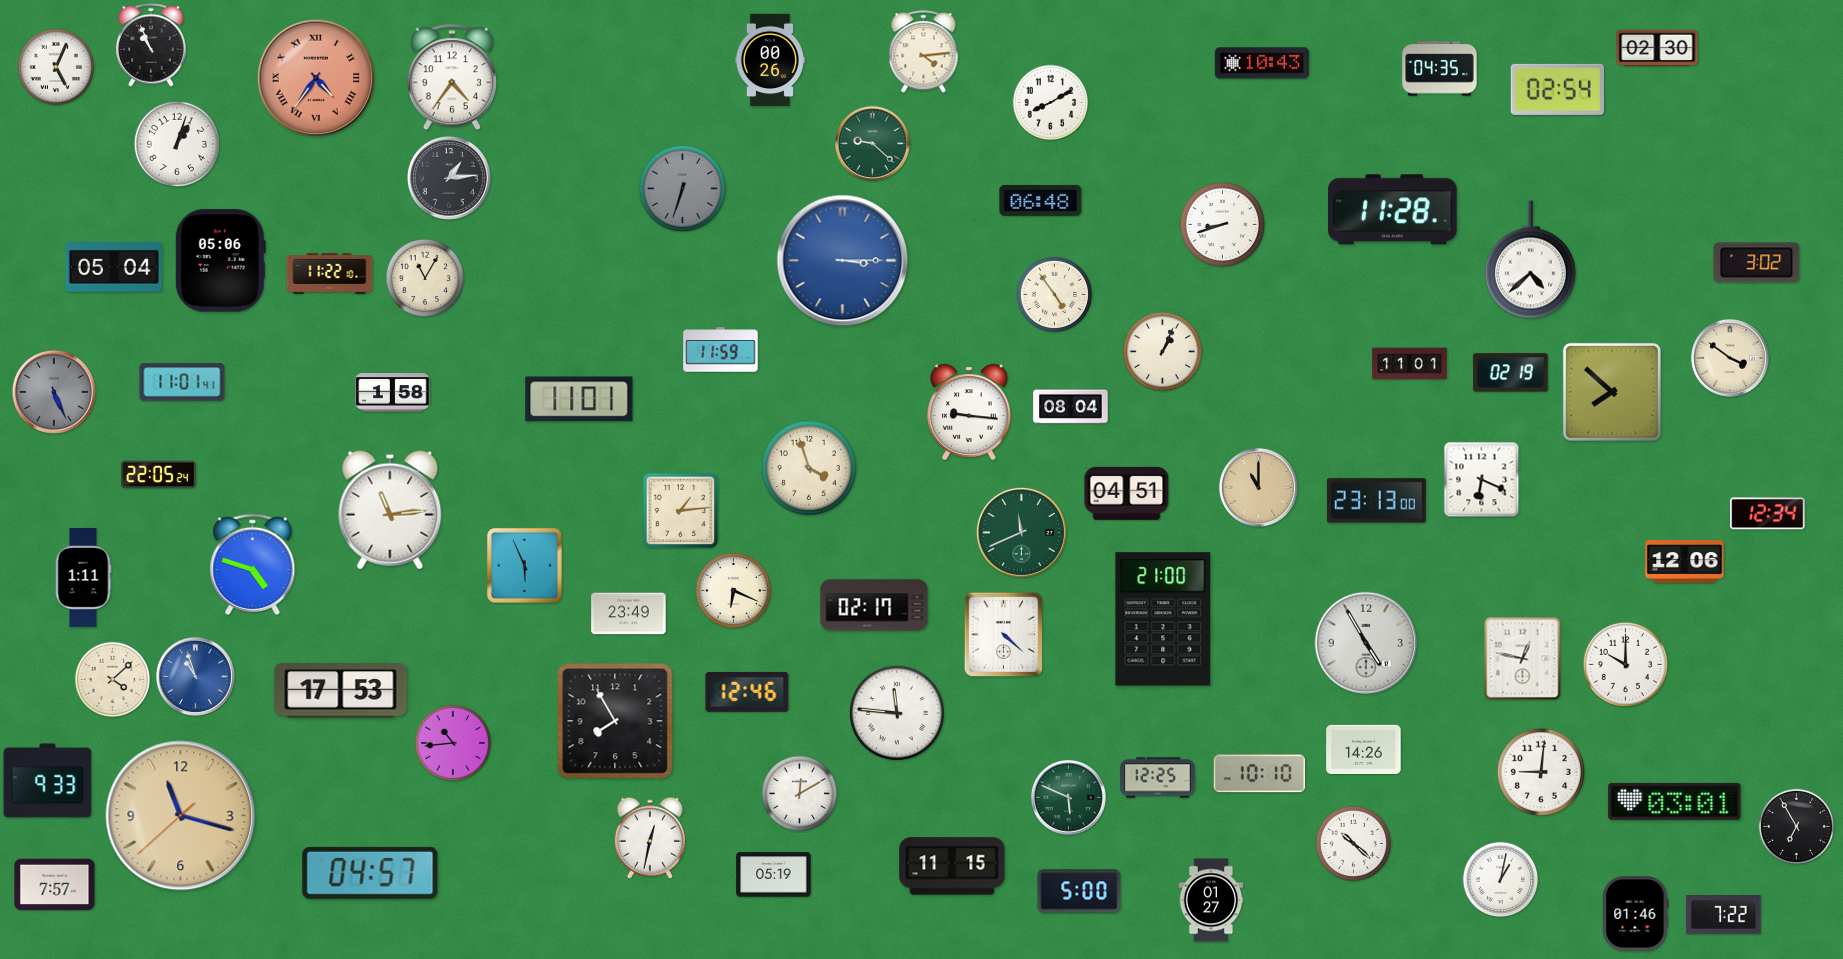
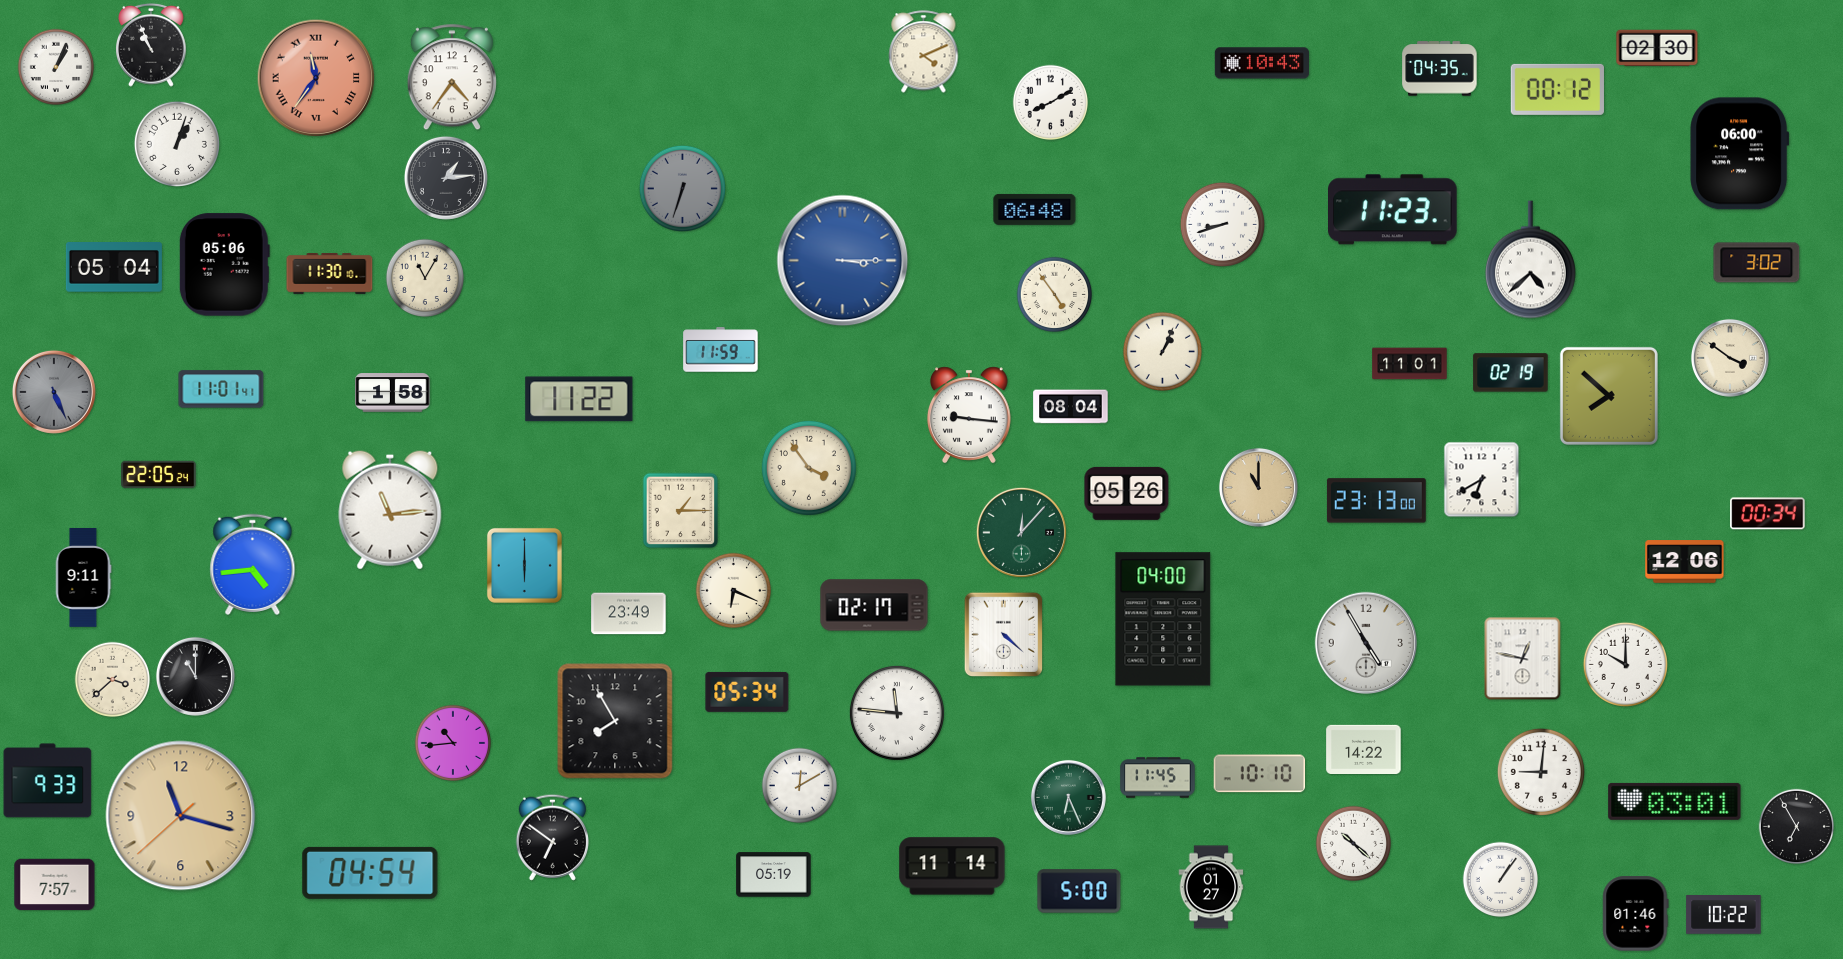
clock at (924, 52): 4:14 -> 4:11
clock at (770, 60): 00:26 -> none
clock at (56, 67): 5:04 -> 1:04
clock at (316, 78): 4:36 -> 11:36
clock at (1557, 89): 02:54 -> 00:12
clock at (872, 143): 9:22 -> none
clock at (1740, 154): none -> 06:00
clock at (449, 178) position: (449, 178) -> (446, 178)
clock at (1041, 200) position: (1041, 200) -> (1035, 209)
clock at (1393, 210): 11:28 -> 11:23
clock at (220, 261) position: (220, 261) -> (224, 265)
clock at (330, 274): 11:22 -> 11:30
clock at (182, 382) position: (182, 382) -> (221, 389)
clock at (1612, 392) position: (1612, 392) -> (1609, 396)
clock at (579, 399): 11:01 -> 11:22
clock at (969, 412) position: (969, 412) -> (969, 415)
clock at (809, 468): 3:57 -> 3:54
clock at (1482, 480): 6:19 -> 6:40
clock at (1127, 493): 04:51 -> 05:26
clock at (681, 511): 1:14 -> 1:15
clock at (1768, 514): 12:34 -> 00:34
clock at (1021, 532): 11:41 -> 12:07
clock at (253, 564): 4:48 -> 4:44
clock at (524, 565): 5:56 -> 6:00
clock at (83, 578): 1:11 -> 9:11
clock at (1163, 619): 21:00 -> 04:00
clock at (195, 676): 10:57 -> 11:00
clock at (195, 676) dial: blue -> black
clock at (113, 680): 4:08 -> 3:38
clock at (341, 691): 17:53 -> none
clock at (747, 692): 12:46 -> 05:34
clock at (1364, 749): 14:26 -> 14:22
clock at (1158, 778): 12:25 -> 11:45
clock at (800, 794) position: (800, 794) -> (800, 786)
clock at (1068, 797): 5:49 -> 6:26
clock at (552, 837): none -> 6:51
clock at (650, 838): 12:32 -> none
clock at (952, 866): 11:15 -> 11:14
clock at (370, 873): 04:57 -> 04:54
clock at (1501, 880): 1:02 -> 1:06
clock at (1211, 900) position: (1211, 900) -> (1211, 887)
clock at (1724, 915): 7:22 -> 10:22
